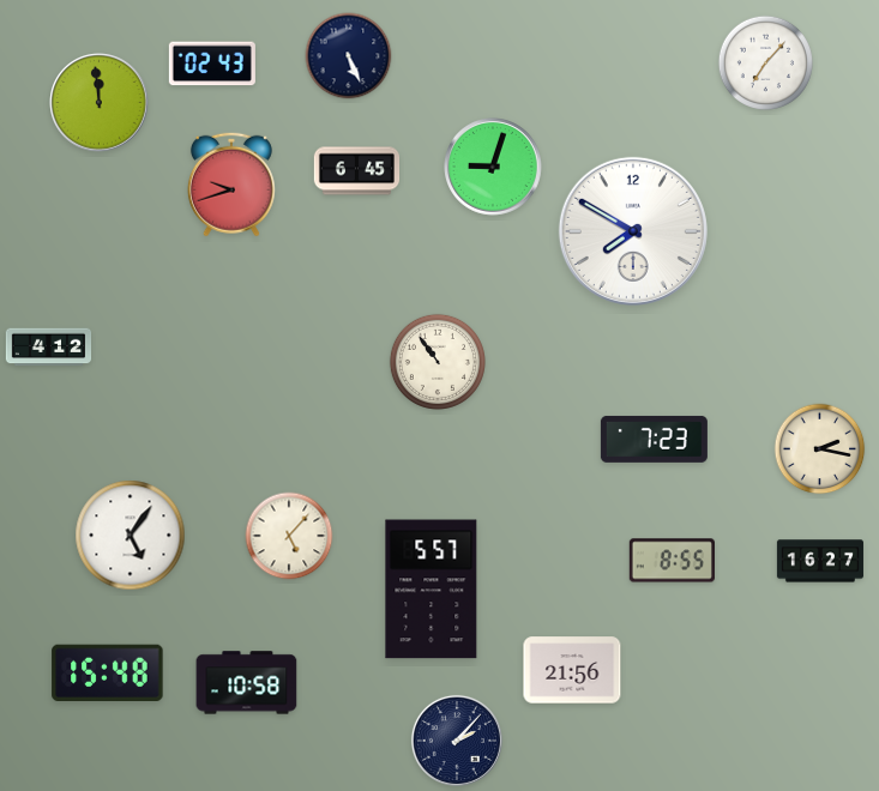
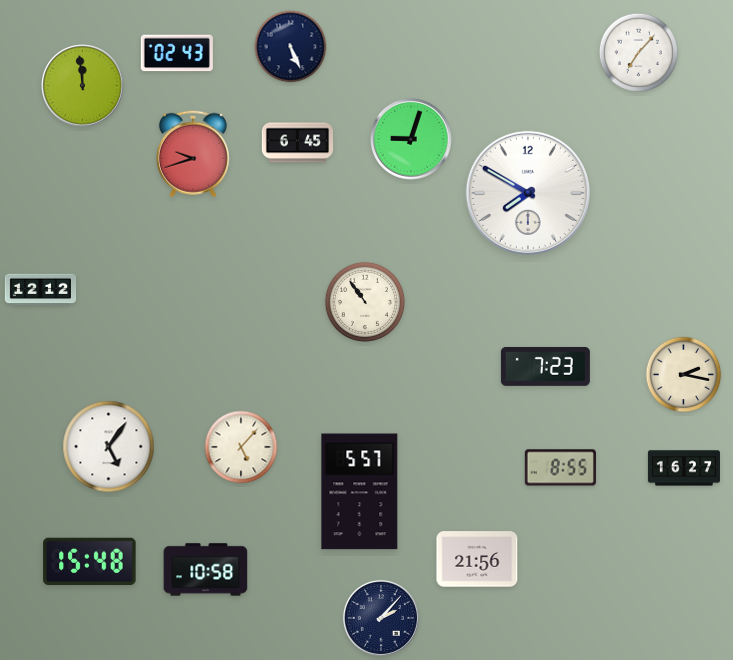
clock at (49, 348): 4:12 -> 12:12
